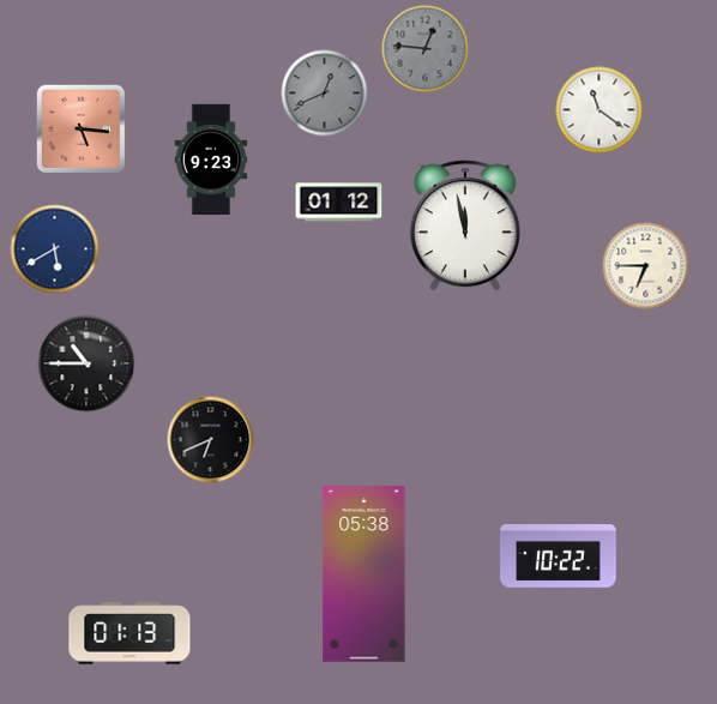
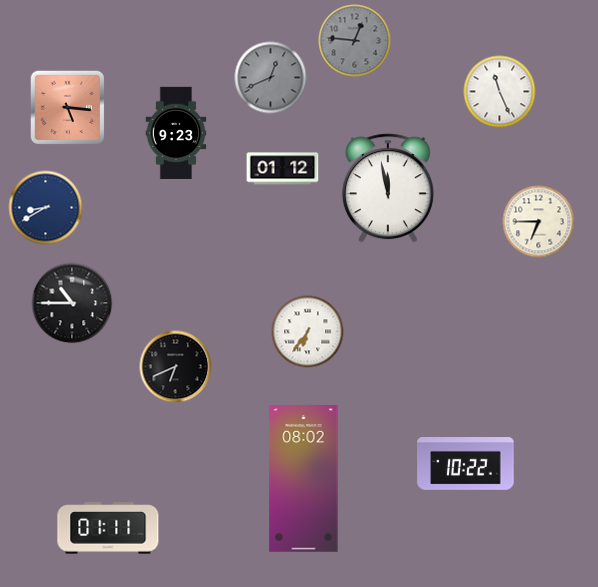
clock at (599, 110): 11:21 -> 11:26
clock at (55, 249): 5:40 -> 8:40
clock at (308, 332): none -> 6:36
clock at (364, 574): 05:38 -> 08:02
clock at (129, 633): 01:13 -> 01:11
